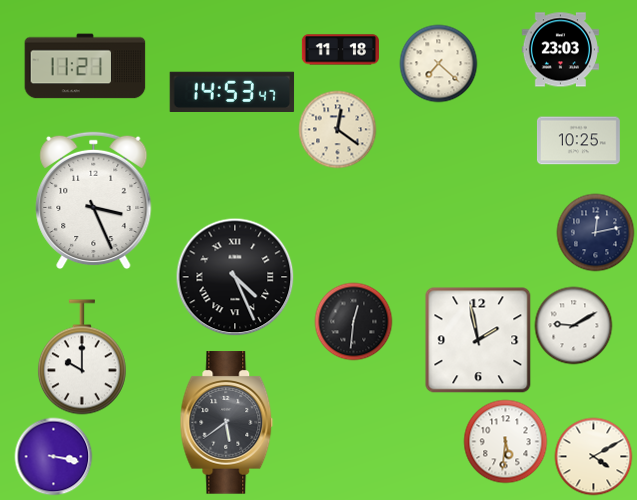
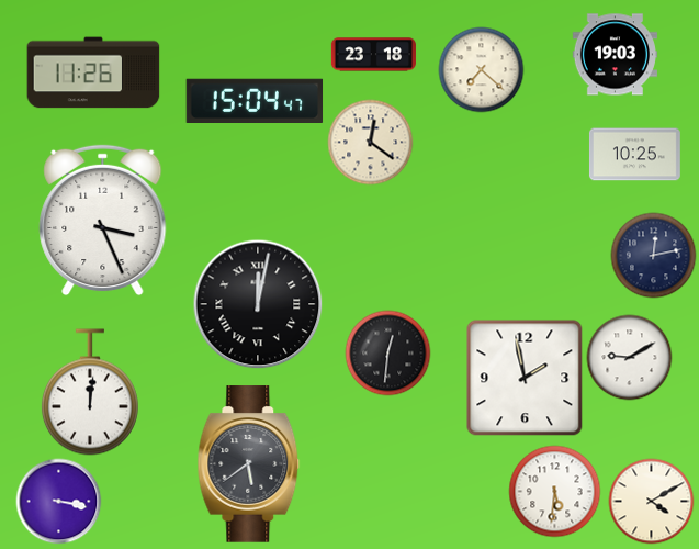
clock at (340, 50): 11:18 -> 23:18
clock at (560, 50): 23:03 -> 19:03
clock at (85, 66): 11:21 -> 11:26
clock at (232, 91): 14:53 -> 15:04
clock at (235, 277): 4:26 -> 12:02
clock at (478, 340) position: (478, 340) -> (525, 378)
clock at (82, 357): 10:00 -> 12:01
clock at (505, 441) position: (505, 441) -> (554, 491)
